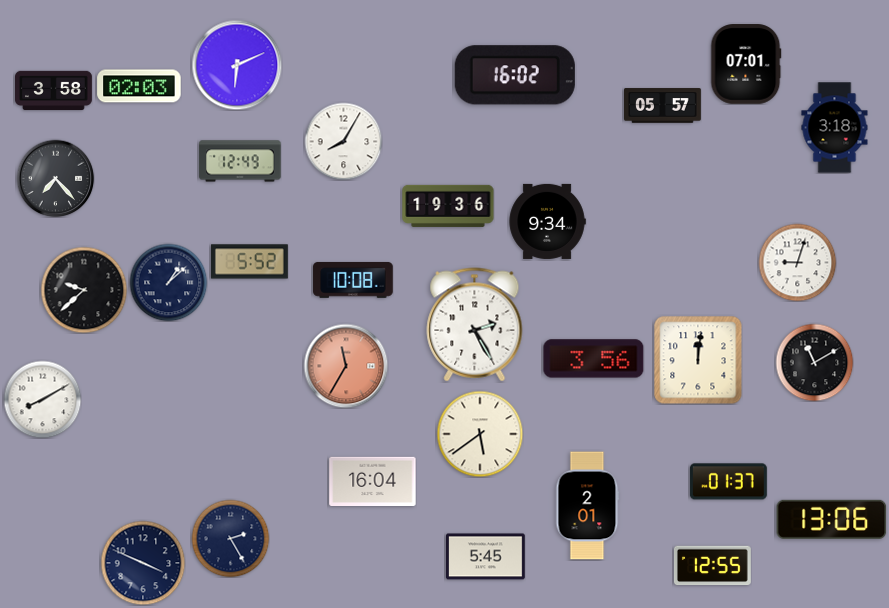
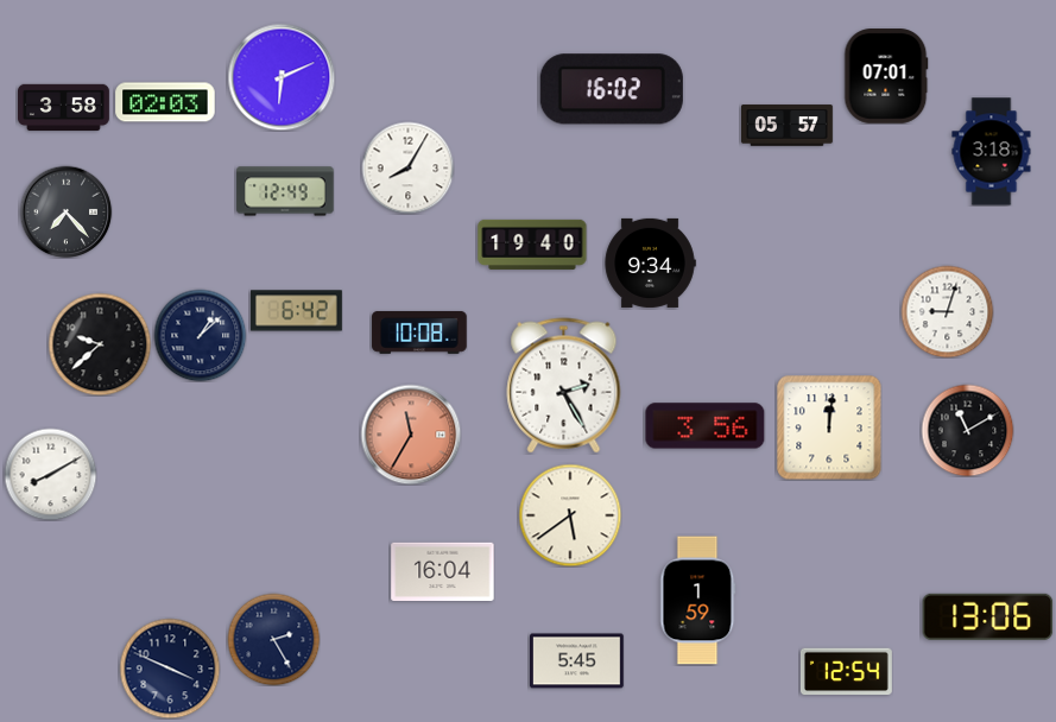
clock at (448, 206): 19:36 -> 19:40
clock at (249, 262): 5:52 -> 6:42
clock at (728, 482): 01:37 -> none
clock at (588, 506): 2:01 -> 1:59
clock at (712, 566): 12:55 -> 12:54
